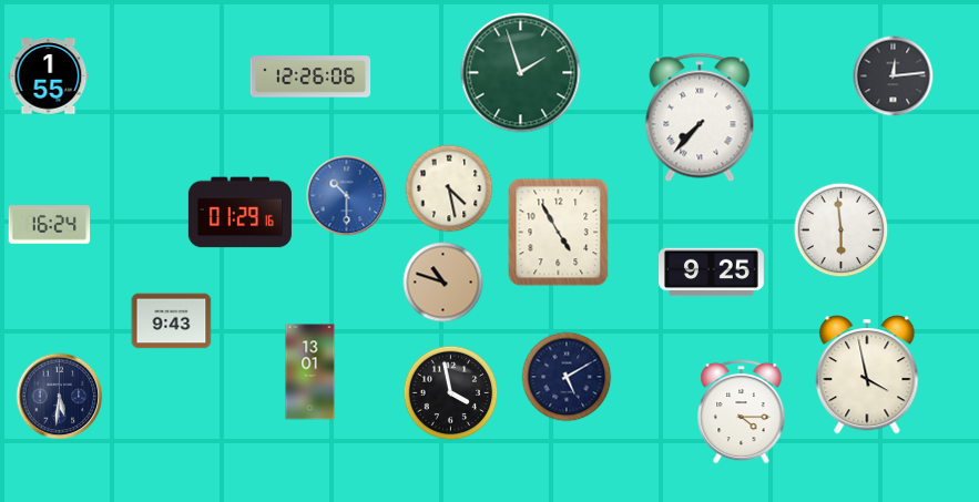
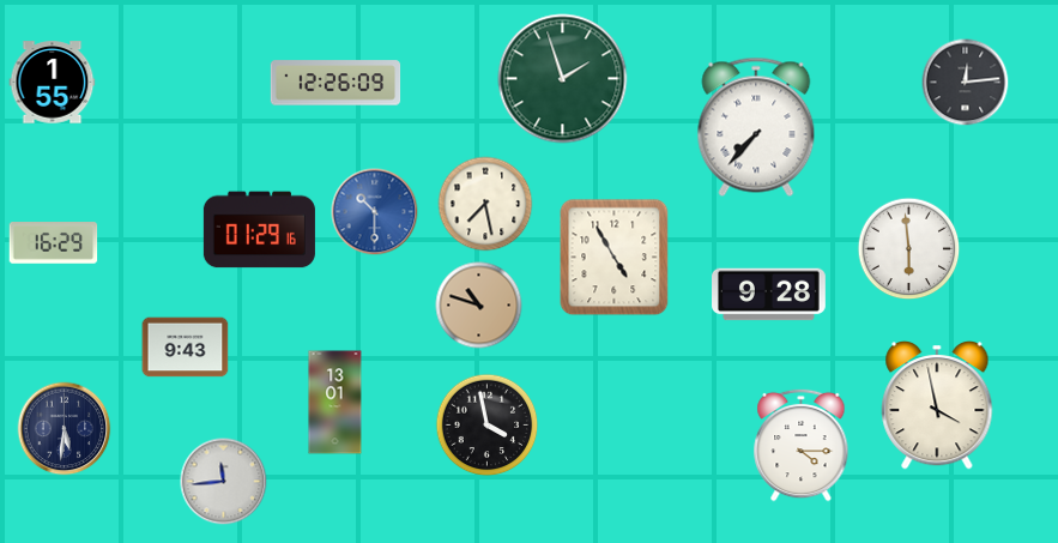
clock at (310, 76): 12:26:06 -> 12:26:09
clock at (449, 188): 4:28 -> 7:28
clock at (50, 225): 16:24 -> 16:29
clock at (559, 233) position: (559, 233) -> (615, 258)
clock at (712, 273): 9:25 -> 9:28
clock at (567, 377): 5:10 -> none
clock at (224, 482): none -> 11:44
